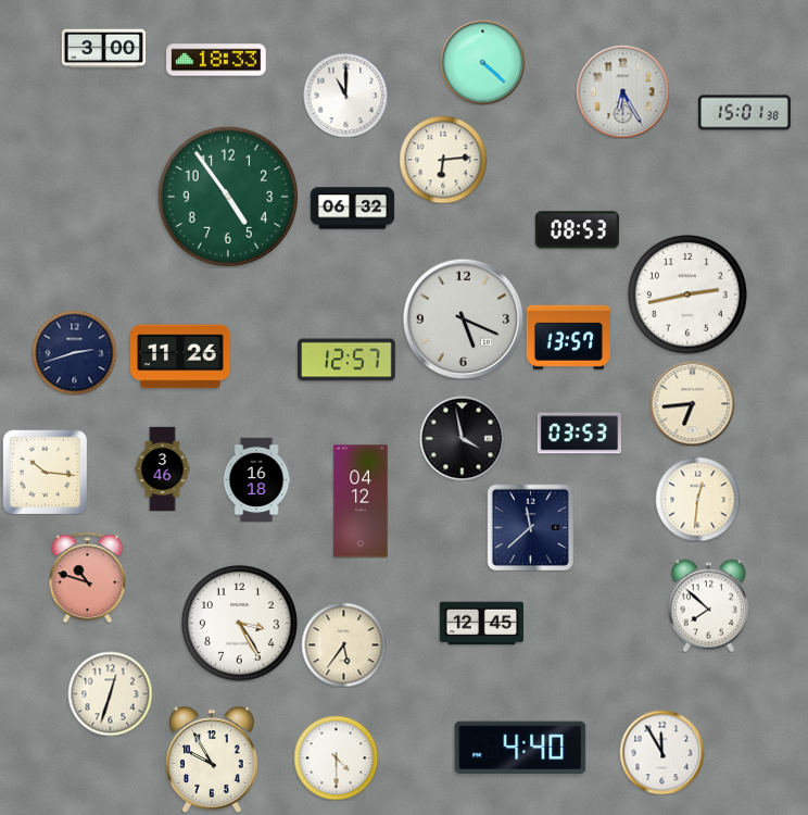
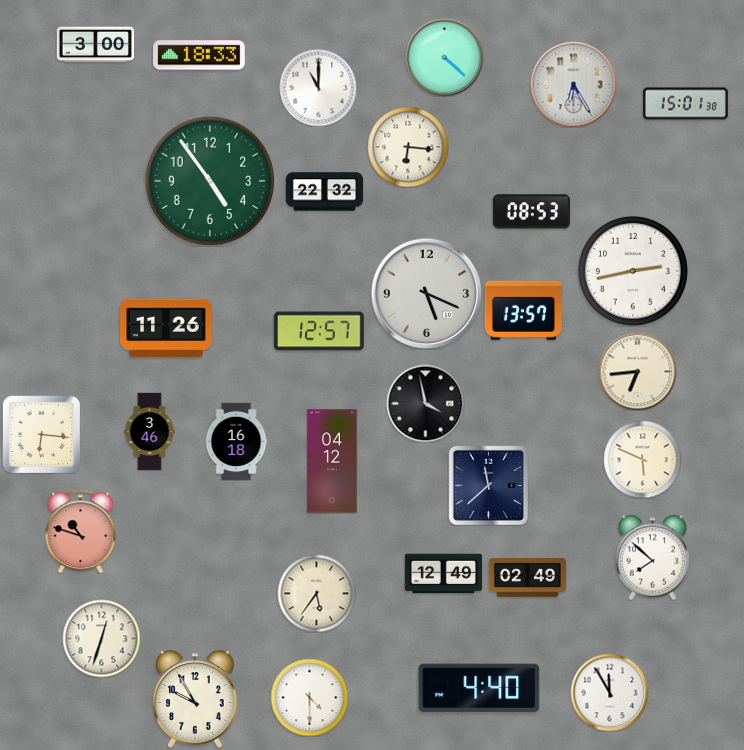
clock at (443, 160): 6:14 -> 6:16
clock at (352, 209): 06:32 -> 22:32
clock at (74, 352): 2:42 -> none
clock at (579, 434): 03:53 -> none
clock at (45, 472): 10:16 -> 6:16
clock at (697, 499): 12:31 -> 5:49
clock at (240, 624): 3:25 -> none
clock at (481, 624): 12:45 -> 12:49
clock at (527, 578): none -> 02:49
